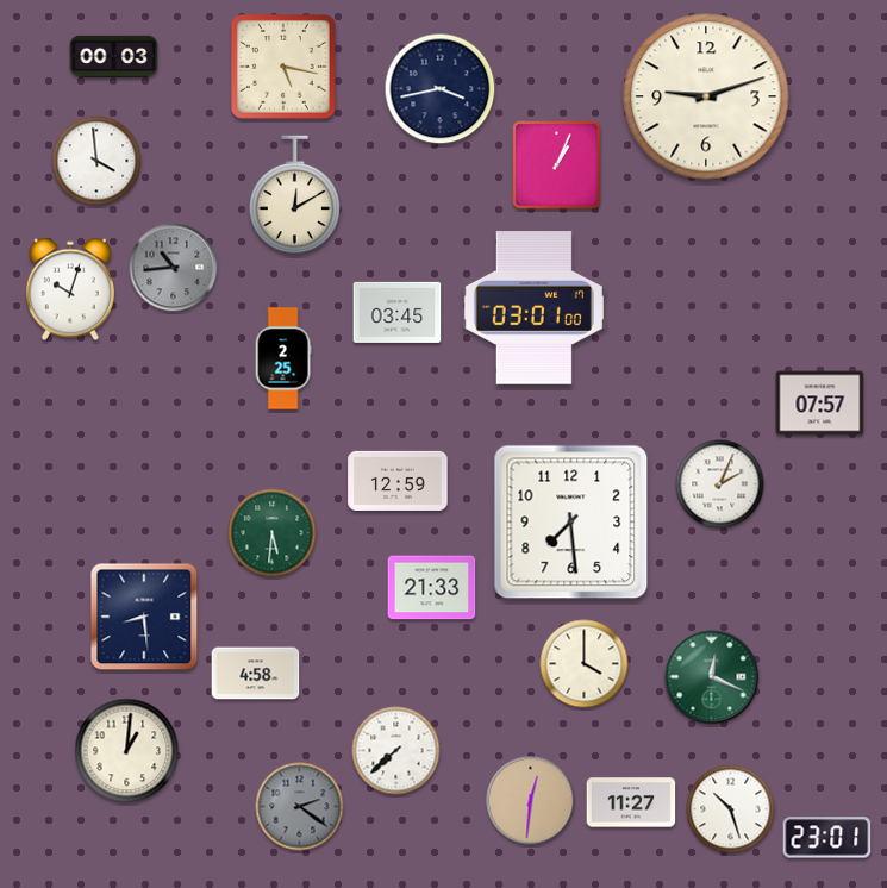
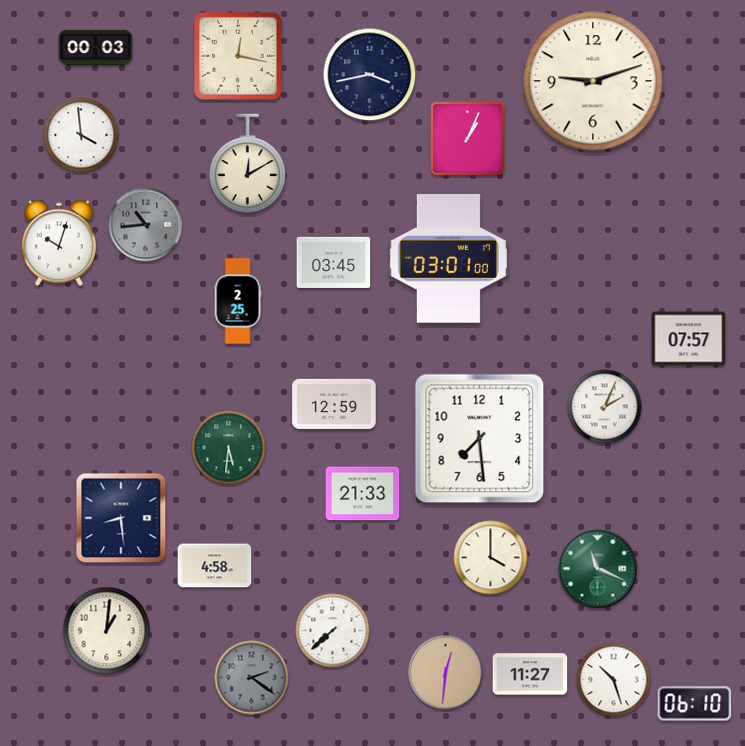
clock at (283, 67): 5:17 -> 12:17
clock at (712, 677): 12:19 -> 11:19
clock at (827, 838): 23:01 -> 06:10
